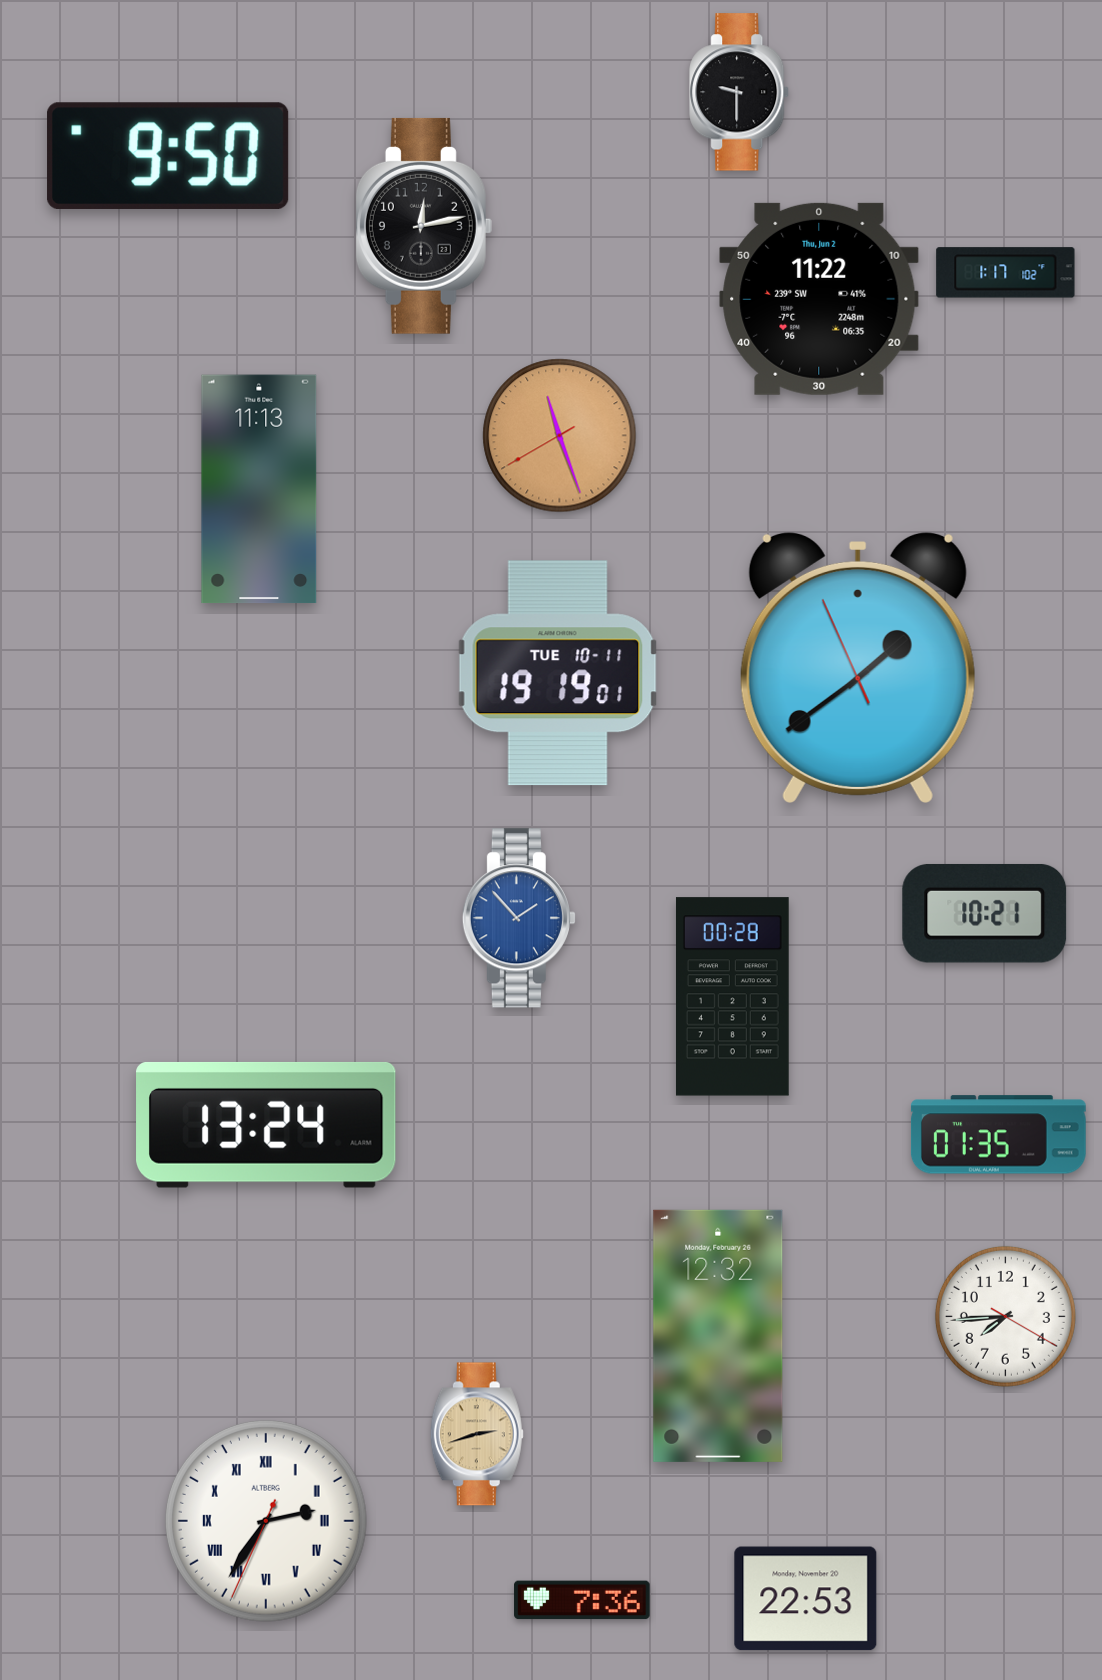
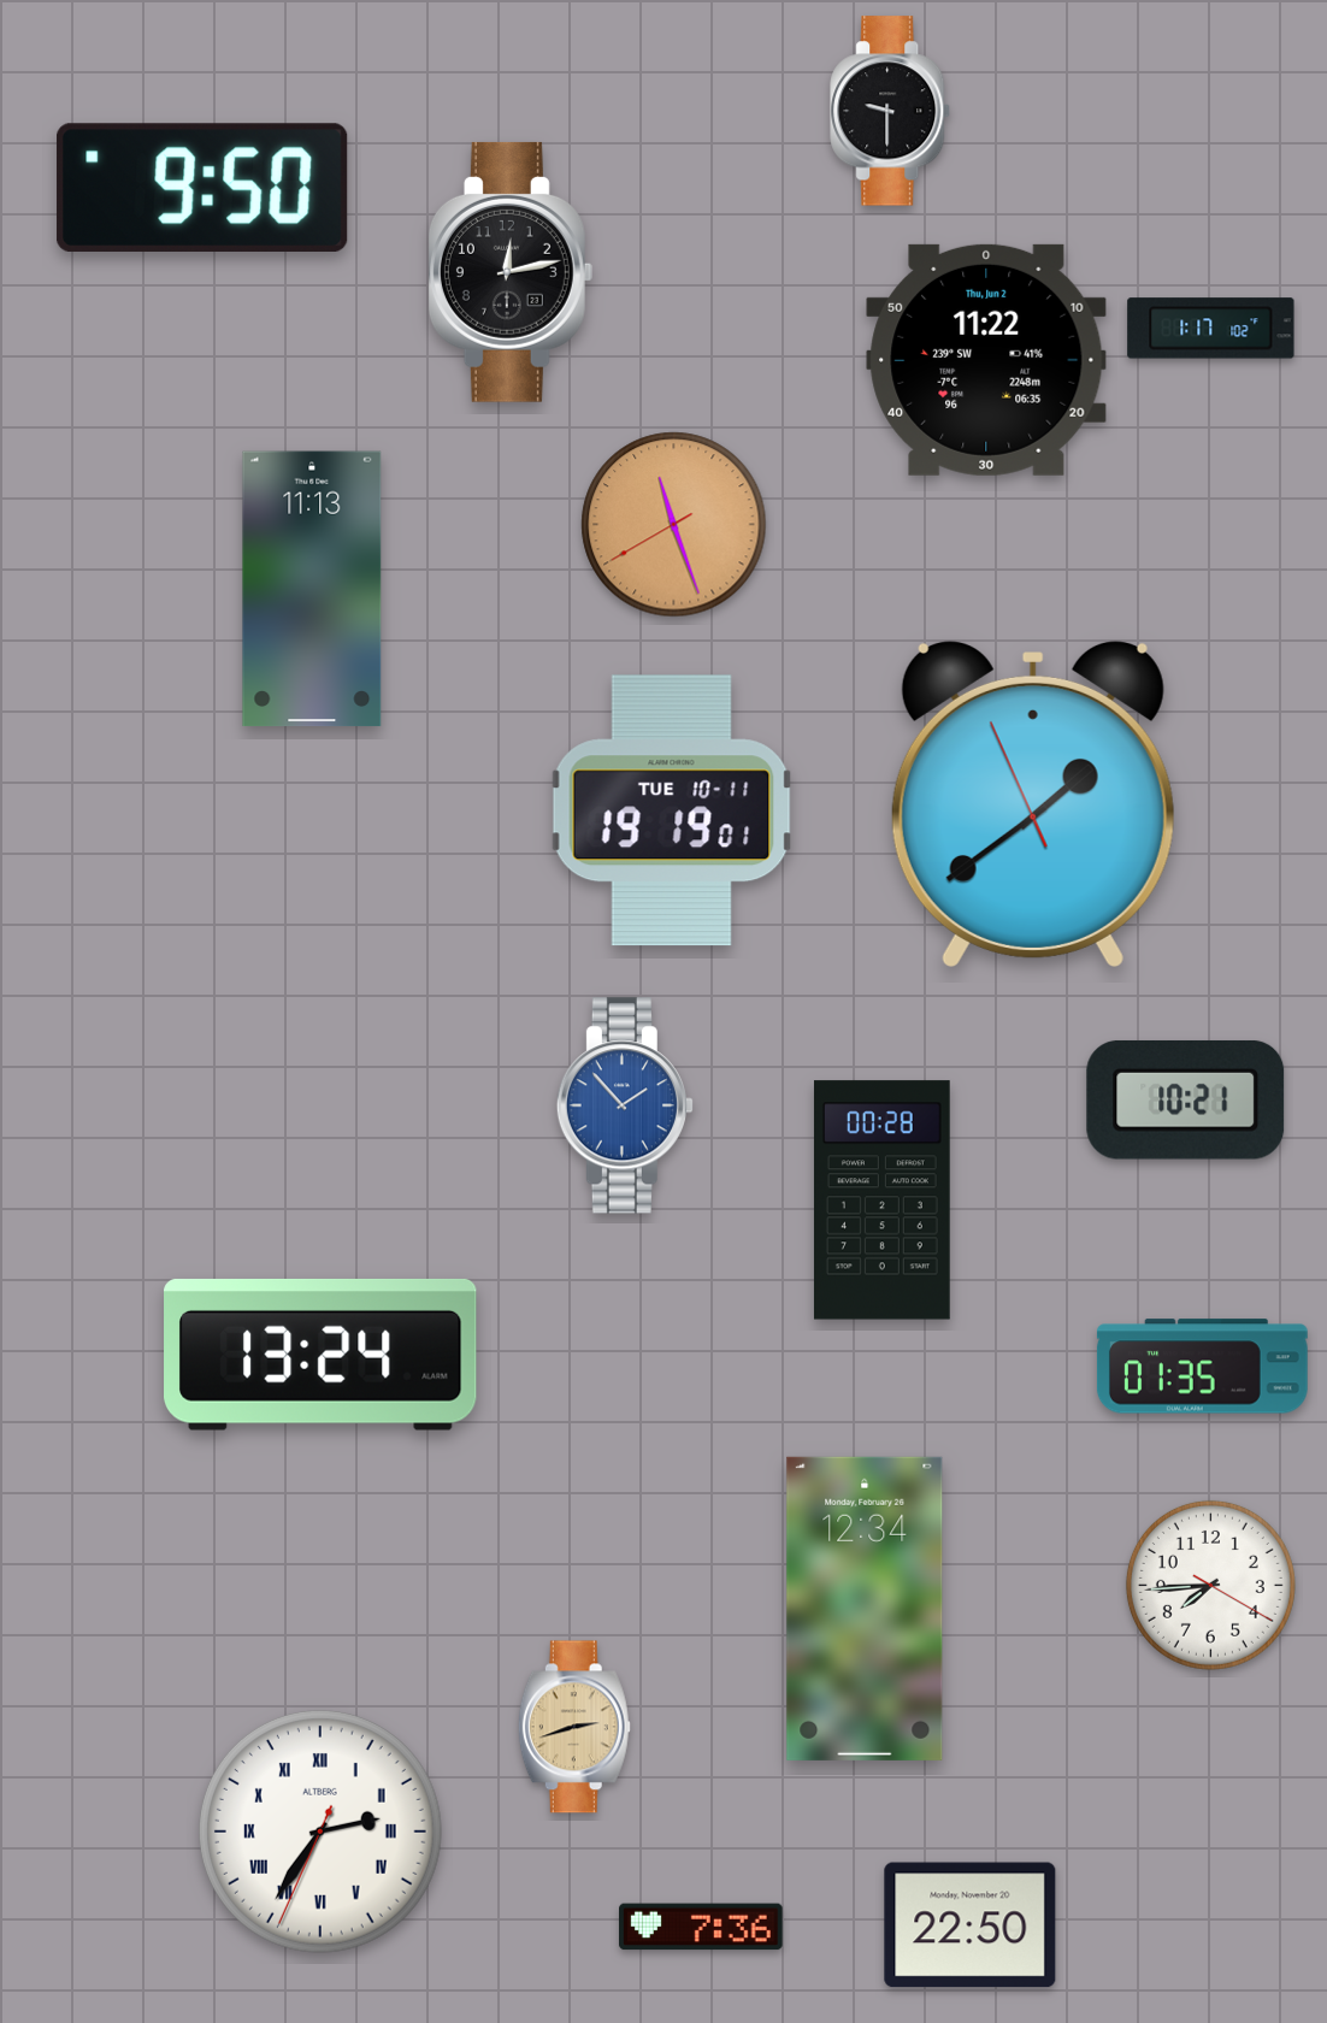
clock at (718, 1336): 12:32 -> 12:34
clock at (806, 1599): 22:53 -> 22:50
